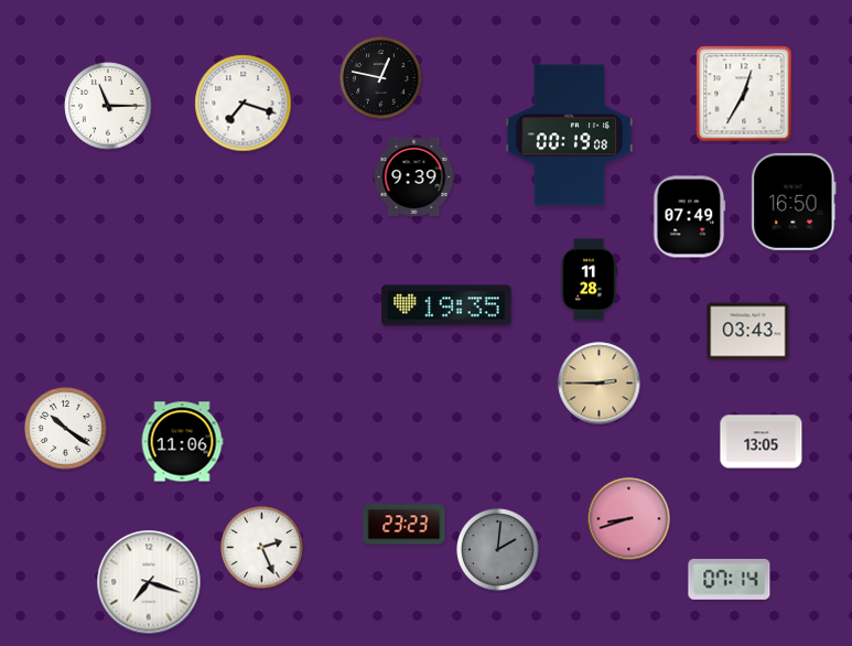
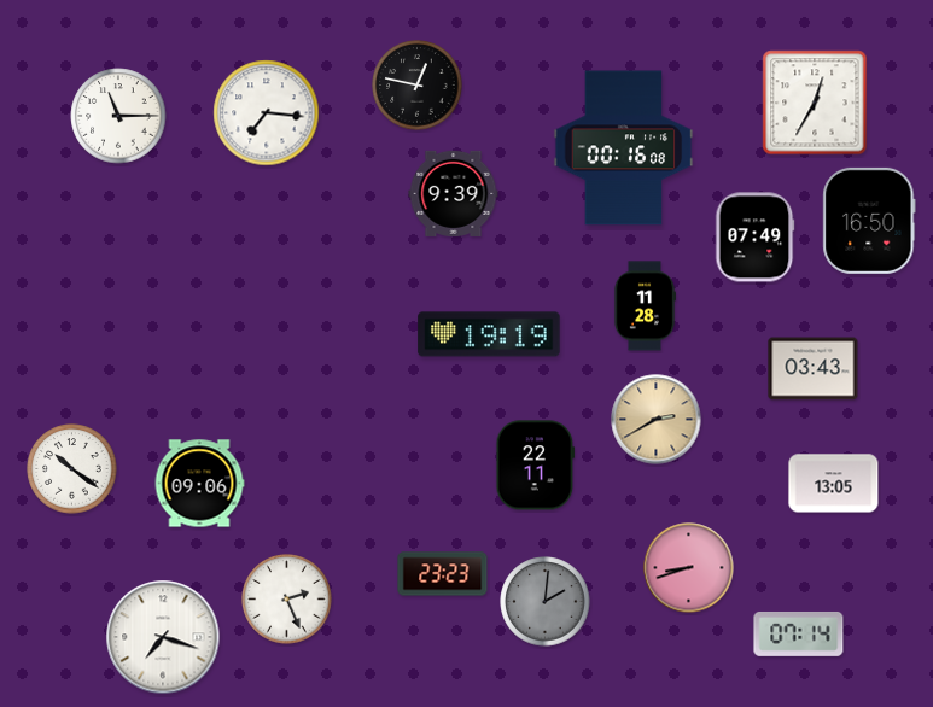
clock at (244, 104): 7:18 -> 7:16
clock at (570, 136): 00:19 -> 00:16
clock at (446, 305): 19:35 -> 19:19
clock at (748, 332) position: (748, 332) -> (814, 369)
clock at (600, 384): 2:45 -> 2:40
clock at (536, 466): none -> 22:11
clock at (182, 442): 11:06 -> 09:06
